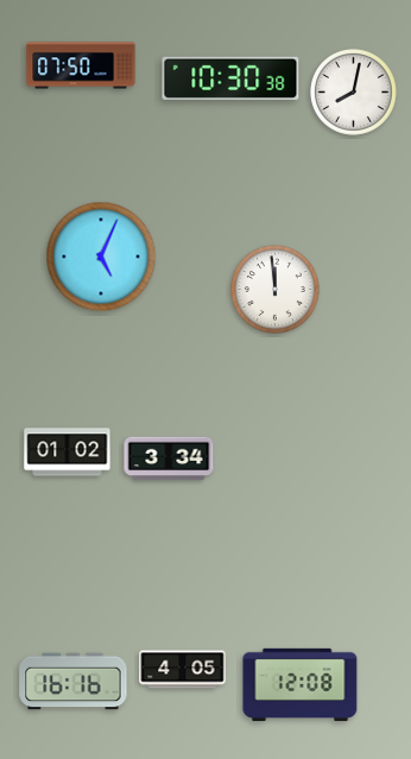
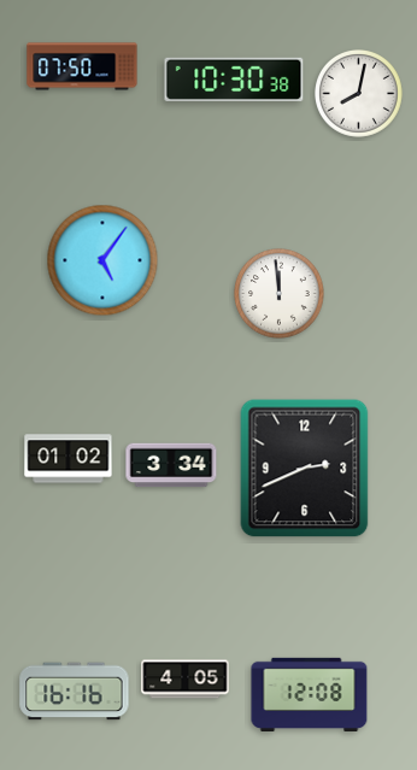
clock at (101, 257): 5:04 -> 5:06
clock at (305, 469): none -> 2:41
clock at (301, 684) position: (301, 684) -> (310, 694)
